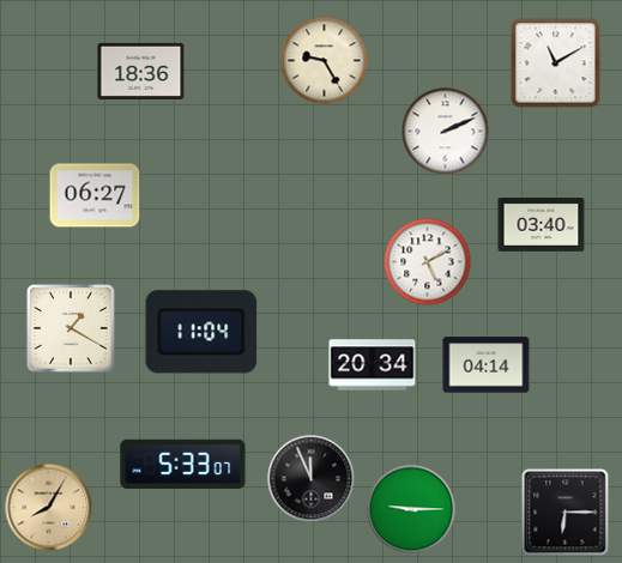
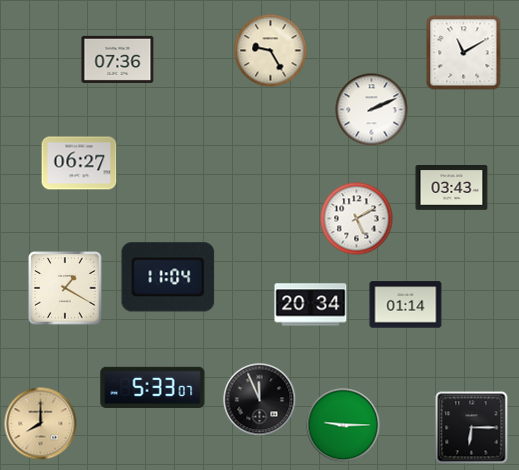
clock at (141, 71): 18:36 -> 07:36
clock at (542, 225): 03:40 -> 03:43
clock at (71, 328) position: (71, 328) -> (65, 288)
clock at (487, 365): 04:14 -> 01:14
clock at (49, 508): 8:05 -> 8:00
